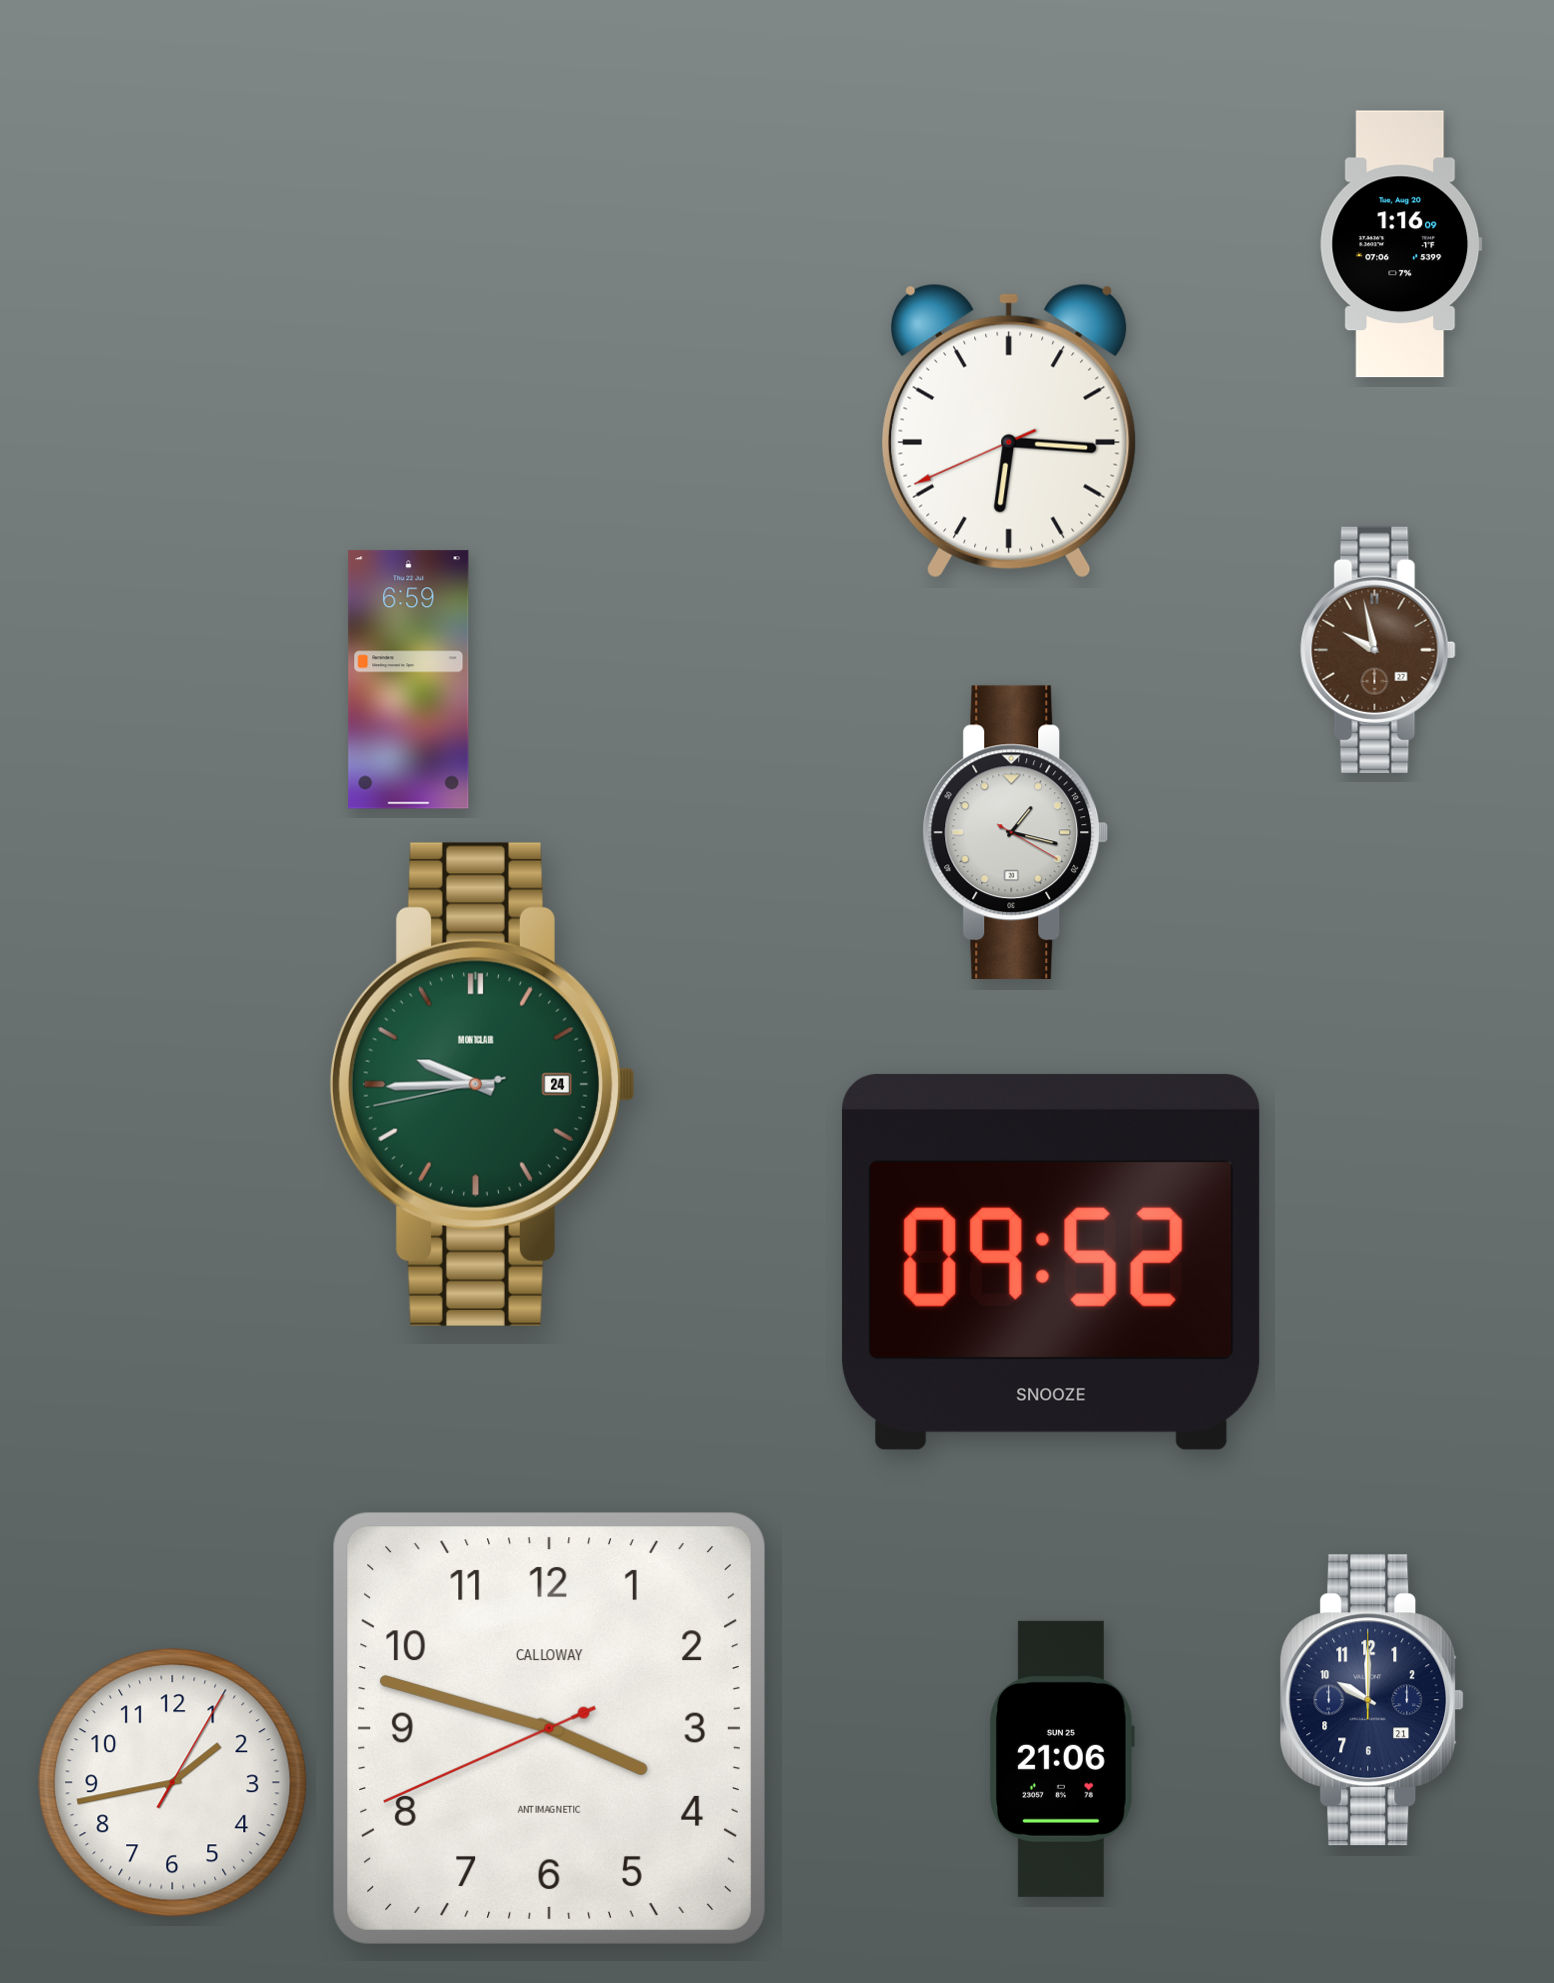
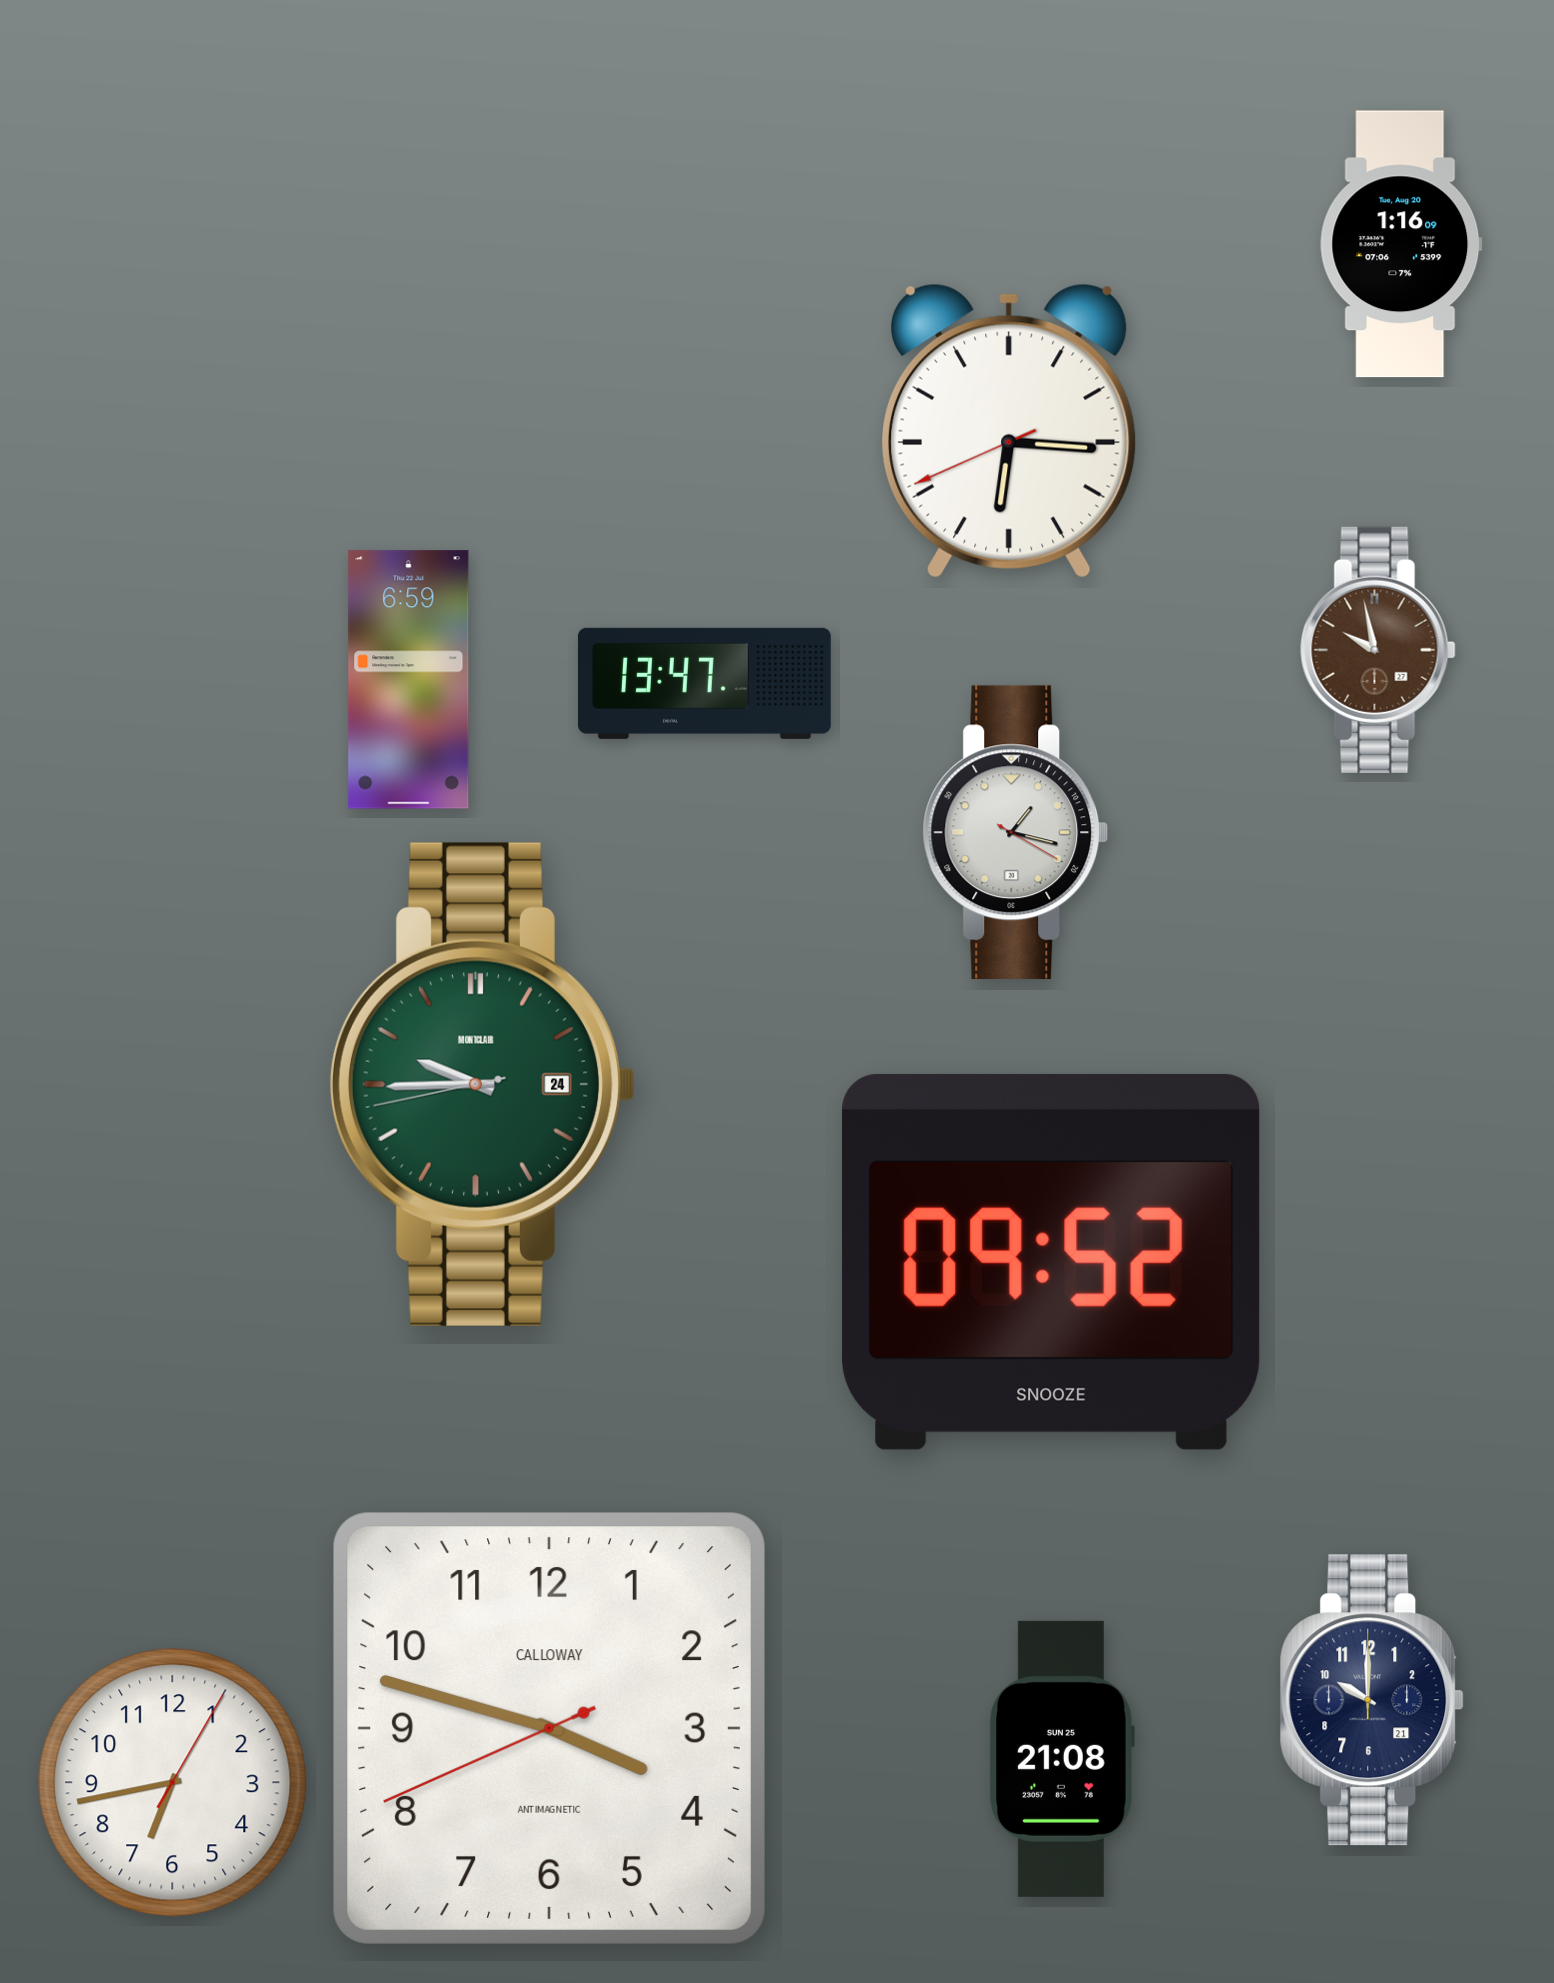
clock at (704, 683): none -> 13:47
clock at (1063, 1759): 21:06 -> 21:08
clock at (173, 1783): 1:43 -> 6:43
